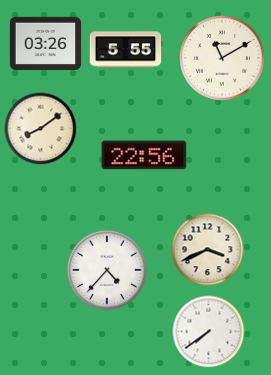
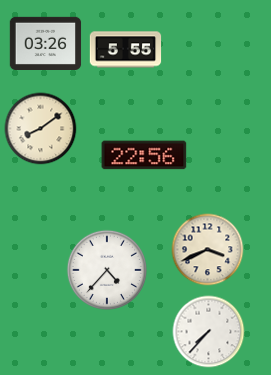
clock at (223, 59): 11:10 -> none
clock at (209, 332): 7:39 -> 7:37
